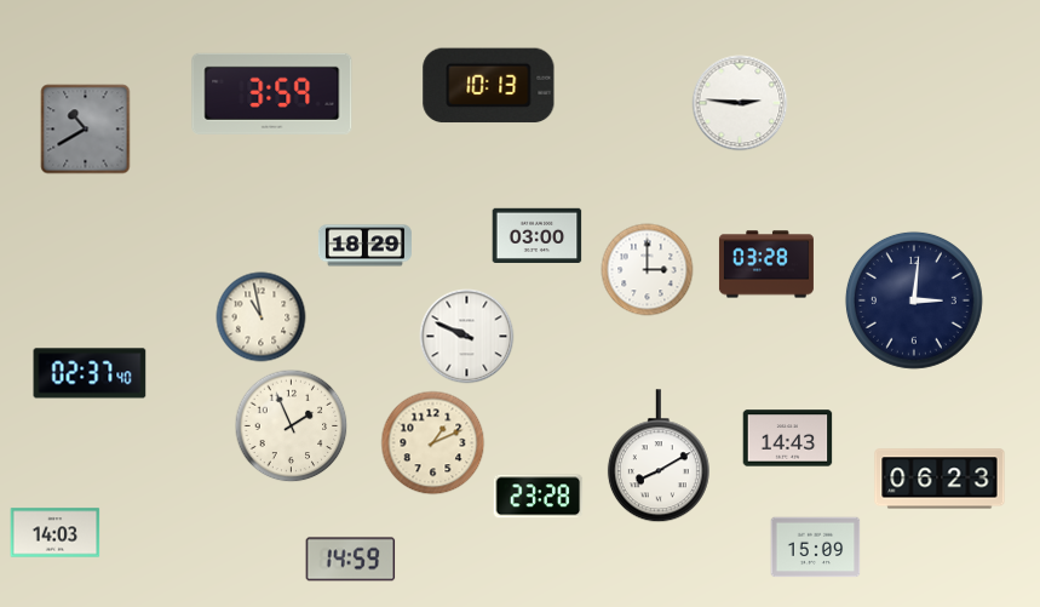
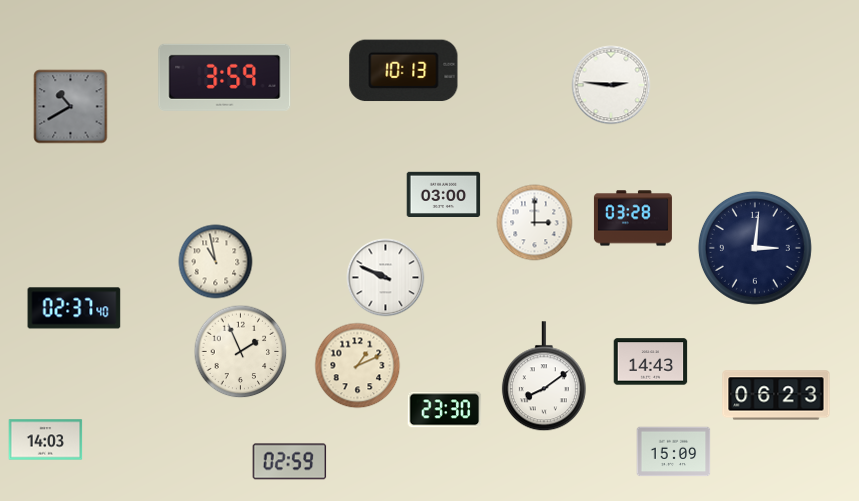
clock at (364, 246): 18:29 -> none
clock at (659, 457): 8:10 -> 8:09
clock at (539, 497): 23:28 -> 23:30
clock at (351, 560): 14:59 -> 02:59
